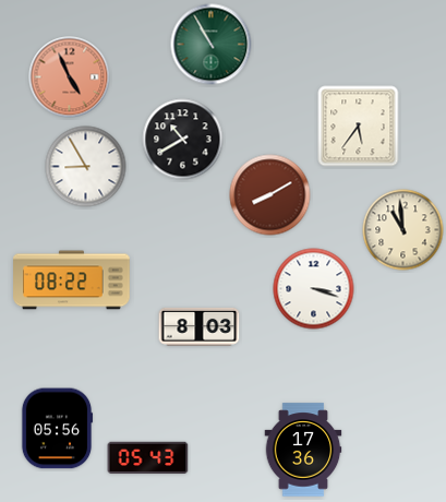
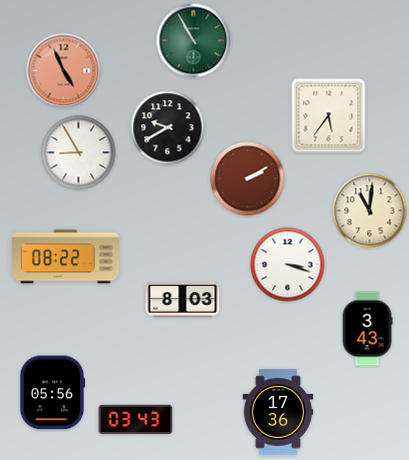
clock at (183, 140): 10:40 -> 9:40
clock at (270, 195): 8:10 -> 2:10
clock at (403, 230): 10:59 -> 11:01
clock at (367, 329): none -> 3:43
clock at (148, 458): 05:43 -> 03:43
